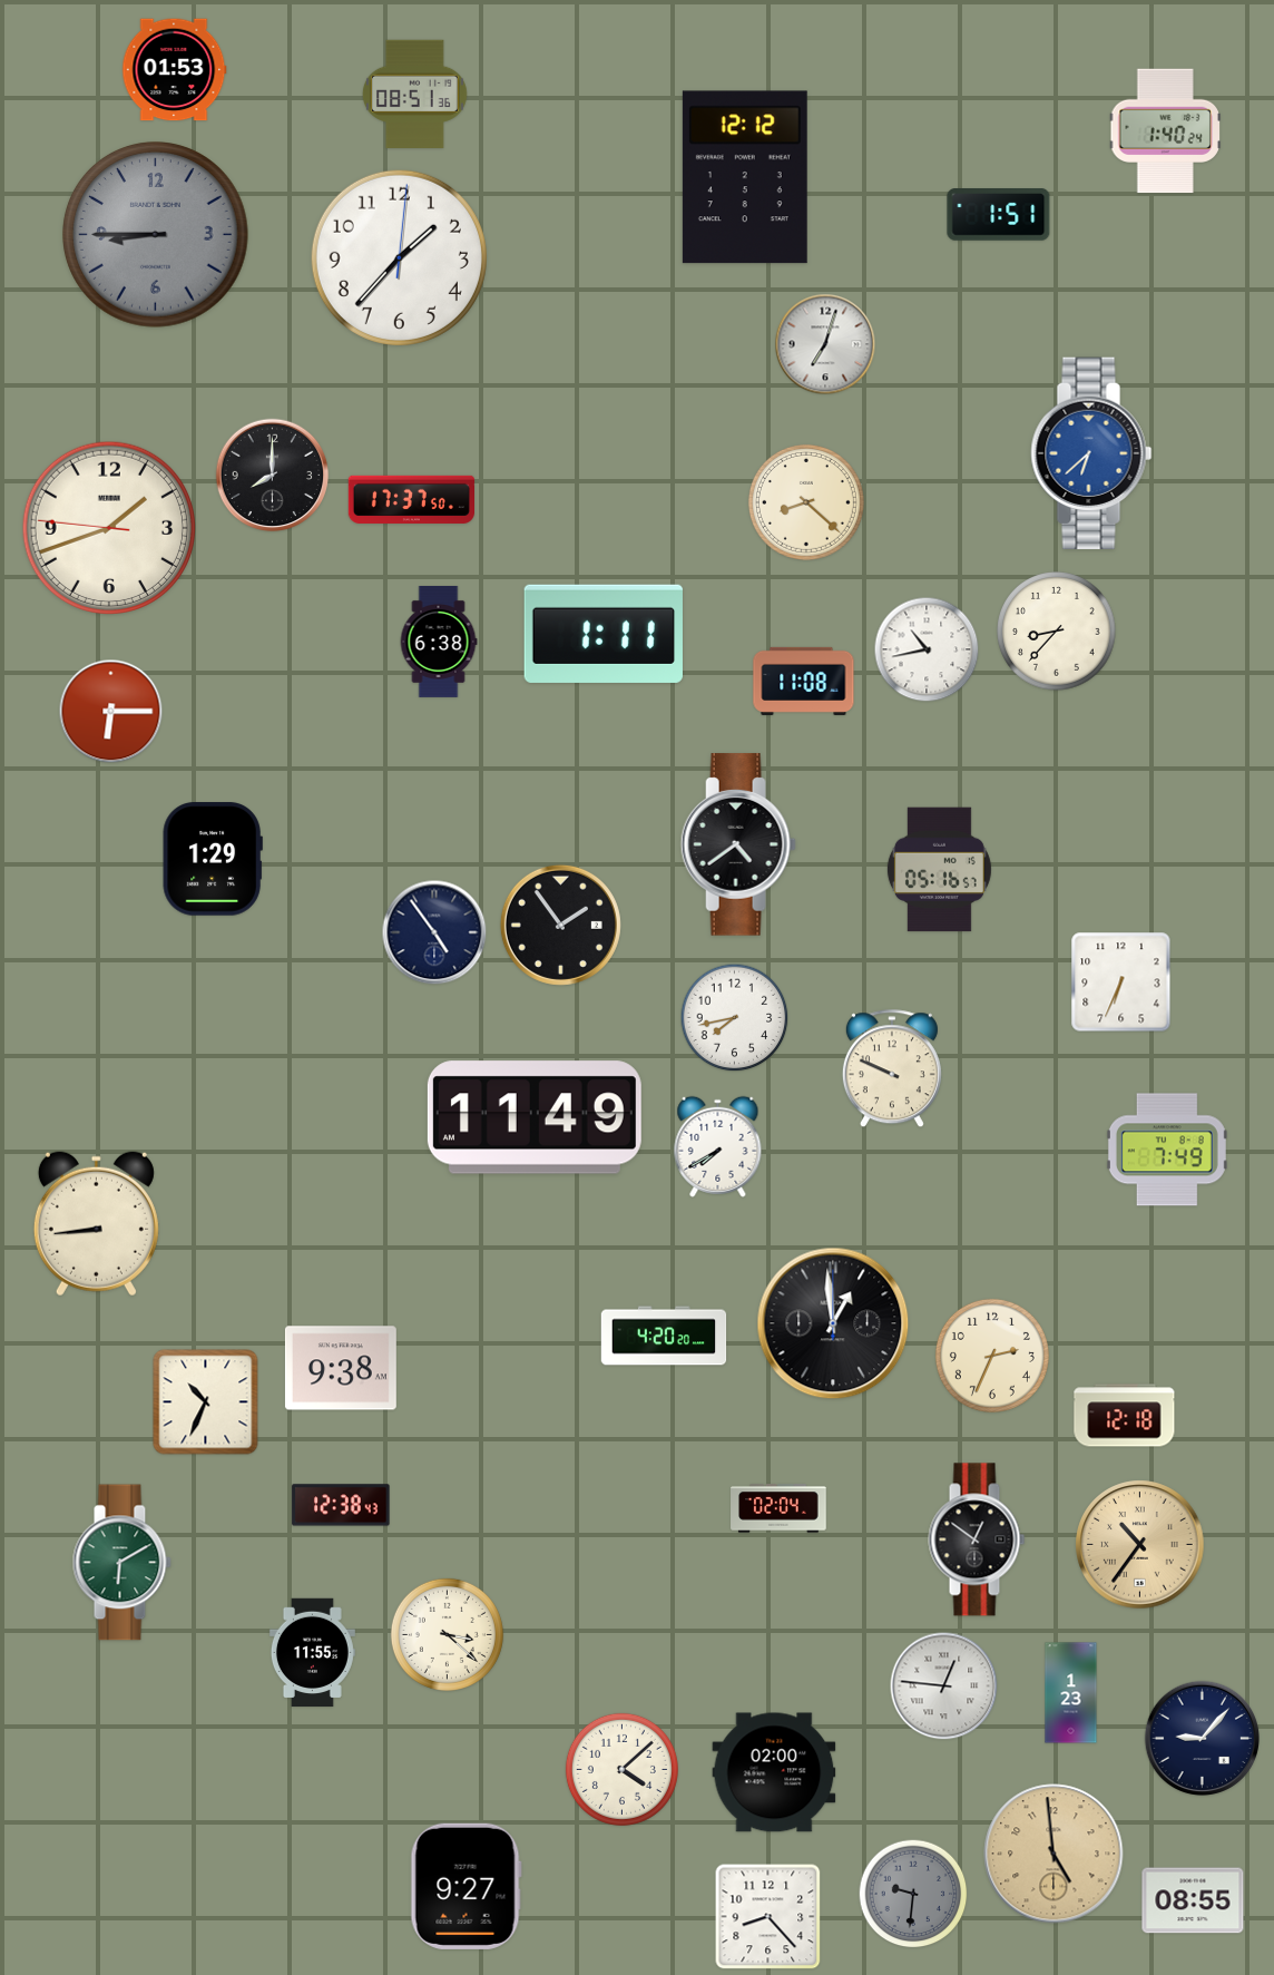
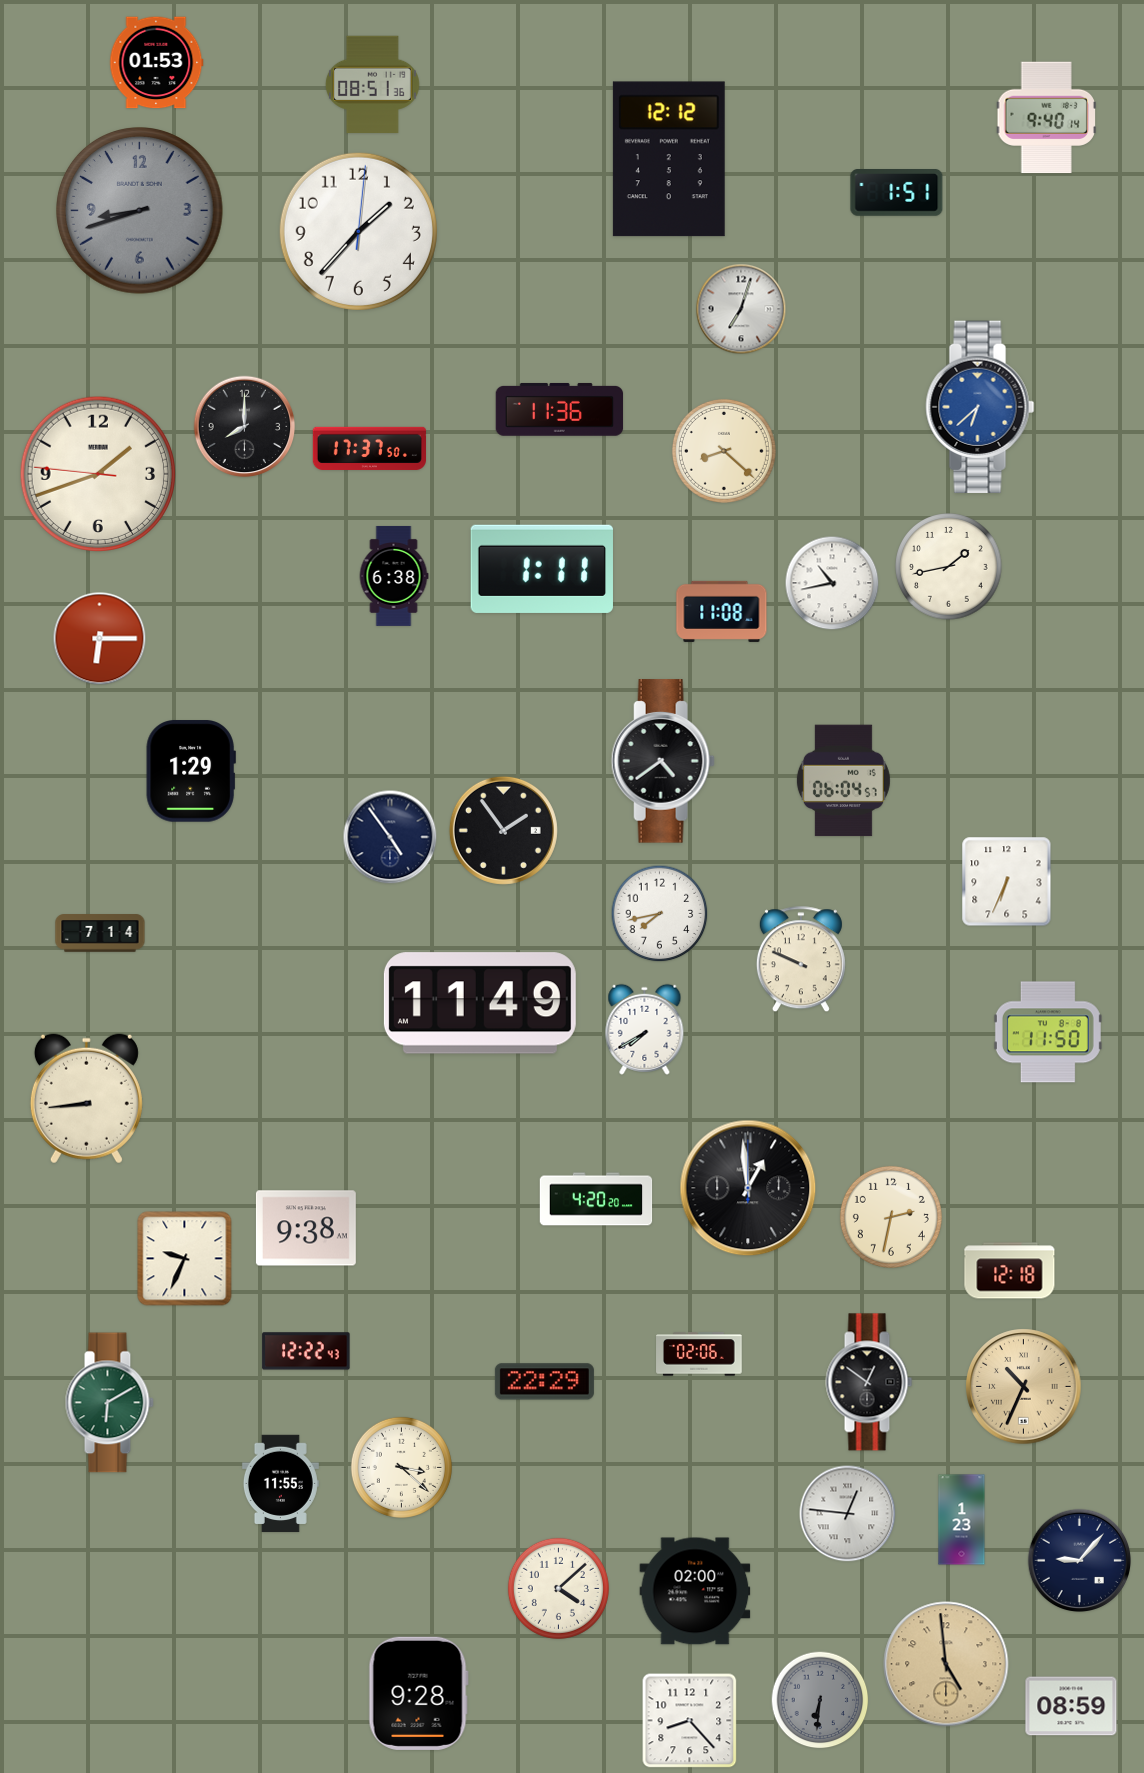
clock at (1165, 131): 1:40 -> 9:40
clock at (156, 235): 8:45 -> 8:42
clock at (560, 409): none -> 11:36
clock at (1057, 632): 8:37 -> 1:43
clock at (738, 844) position: (738, 844) -> (663, 761)
clock at (939, 870): 05:16 -> 06:04
clock at (100, 933): none -> 7:14
clock at (1167, 1150): 7:49 -> 11:50
clock at (992, 1356): 2:34 -> 2:32
clock at (206, 1402): 10:34 -> 9:34
clock at (341, 1505): 12:38 -> 12:22
clock at (778, 1508): 02:04 -> 02:06
clock at (544, 1382): none -> 22:29
clock at (977, 1539) position: (977, 1539) -> (869, 1382)
clock at (1140, 1545): 10:36 -> 10:34
clock at (465, 1886): 9:27 -> 9:28
clock at (913, 1894): 9:31 -> 6:31
clock at (1193, 1900): 08:55 -> 08:59
